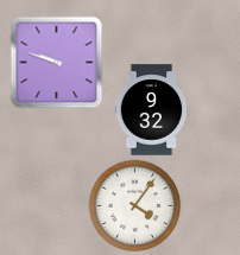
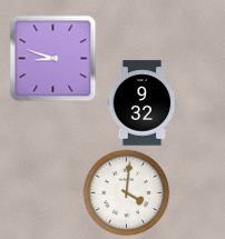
clock at (56, 62): 9:48 -> 8:48
clock at (134, 205): 4:06 -> 4:01
